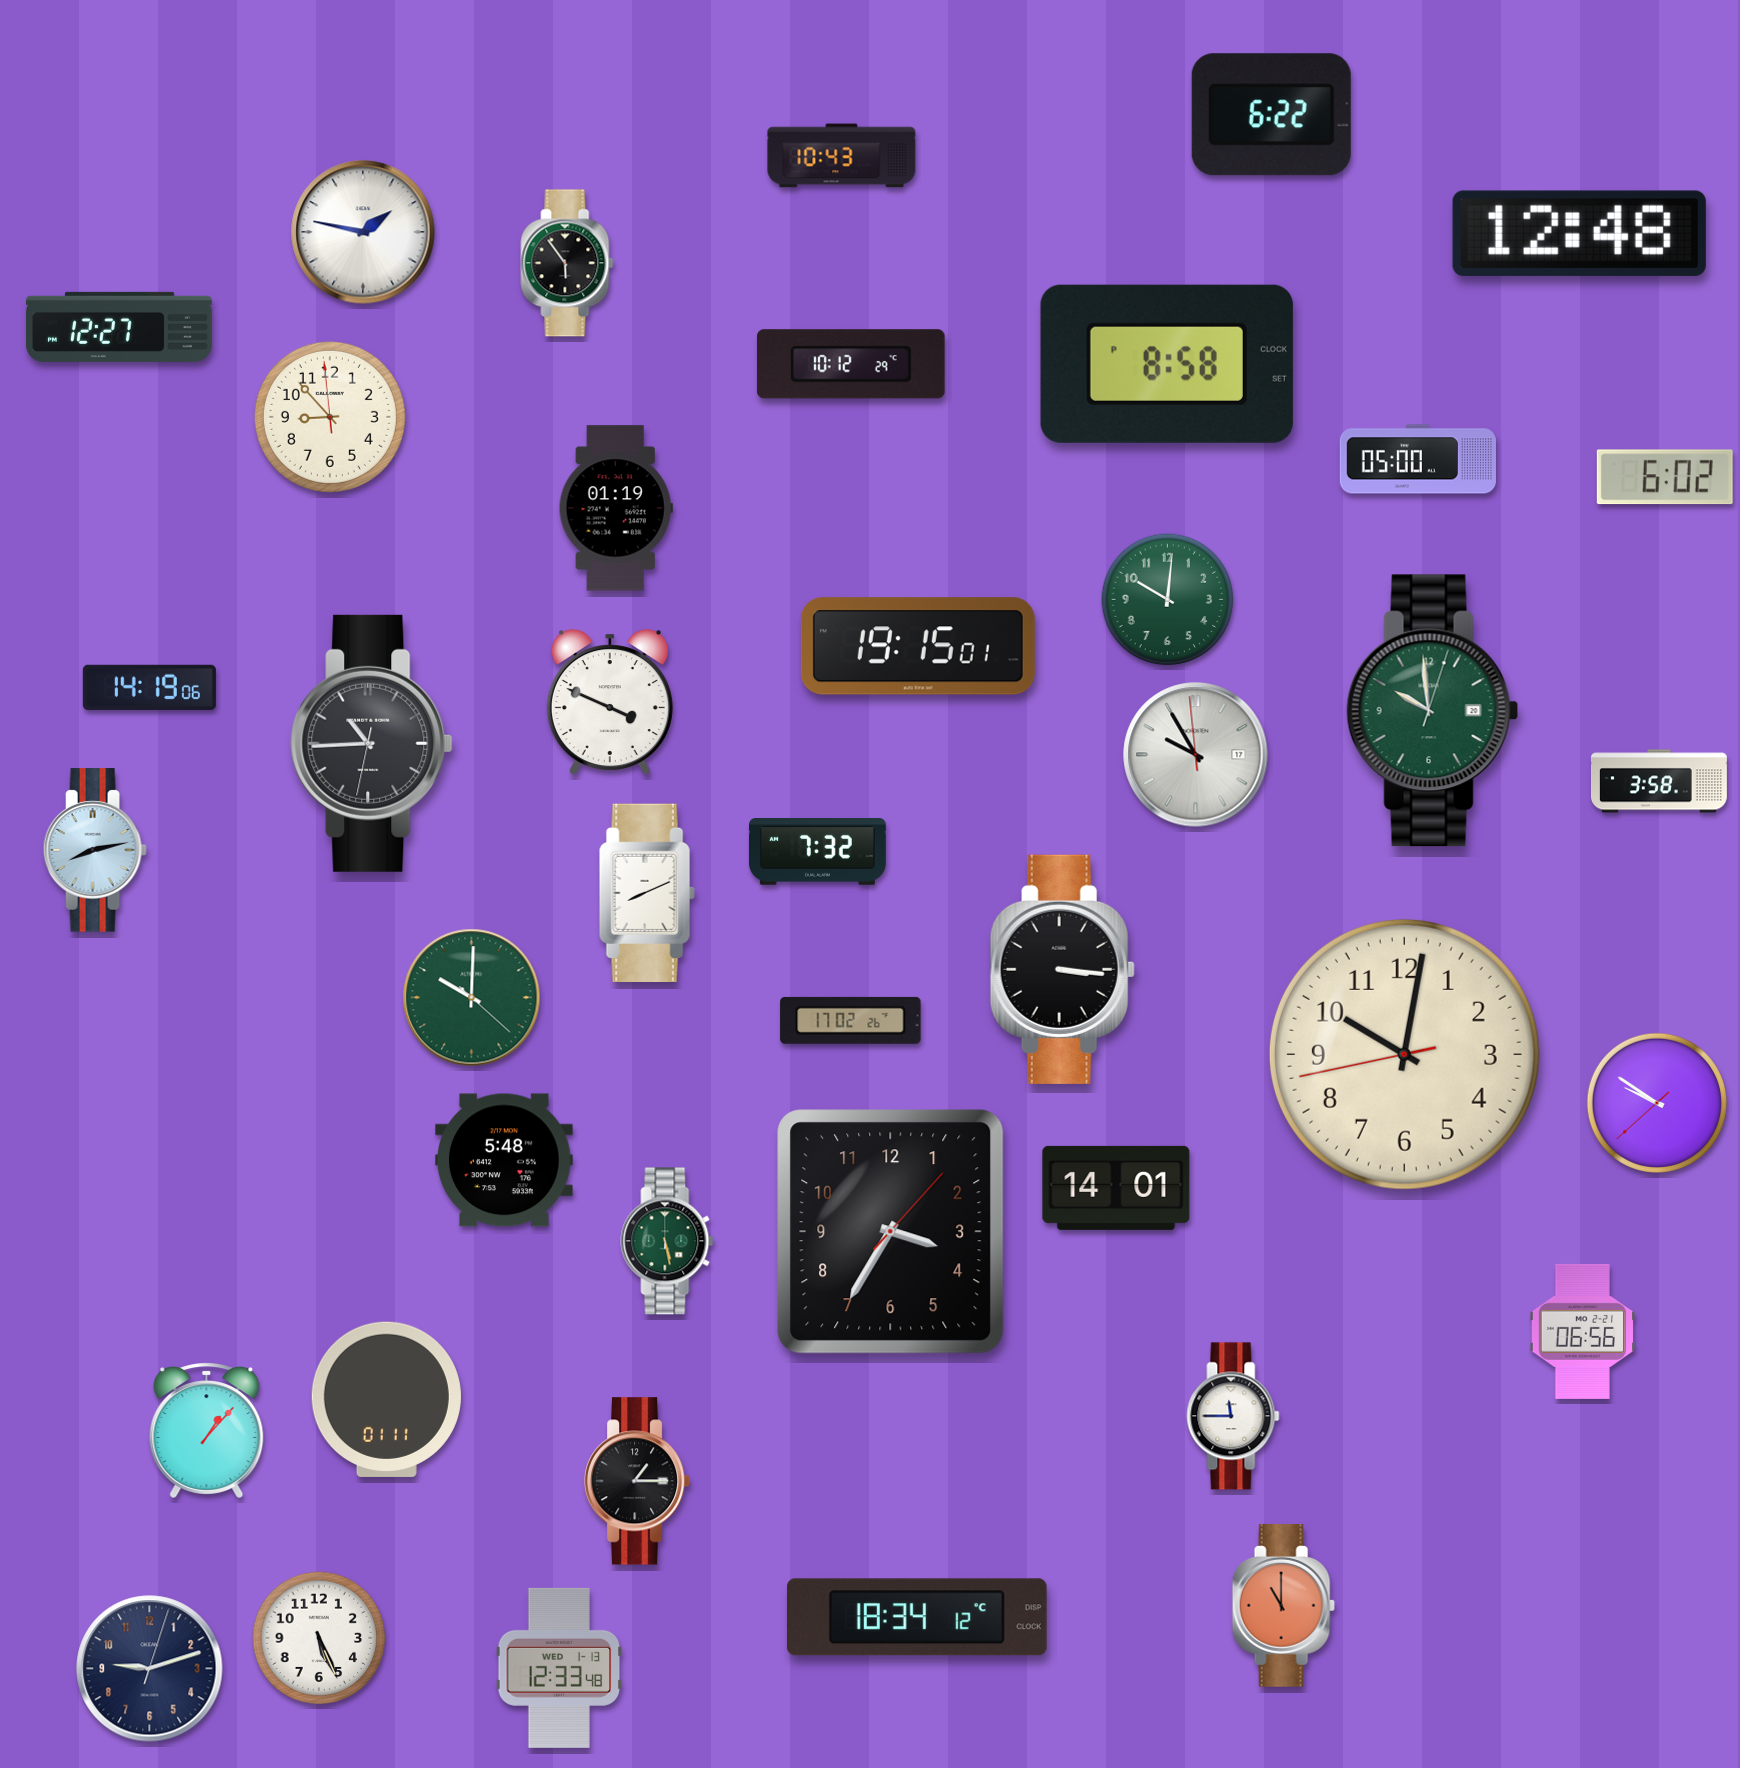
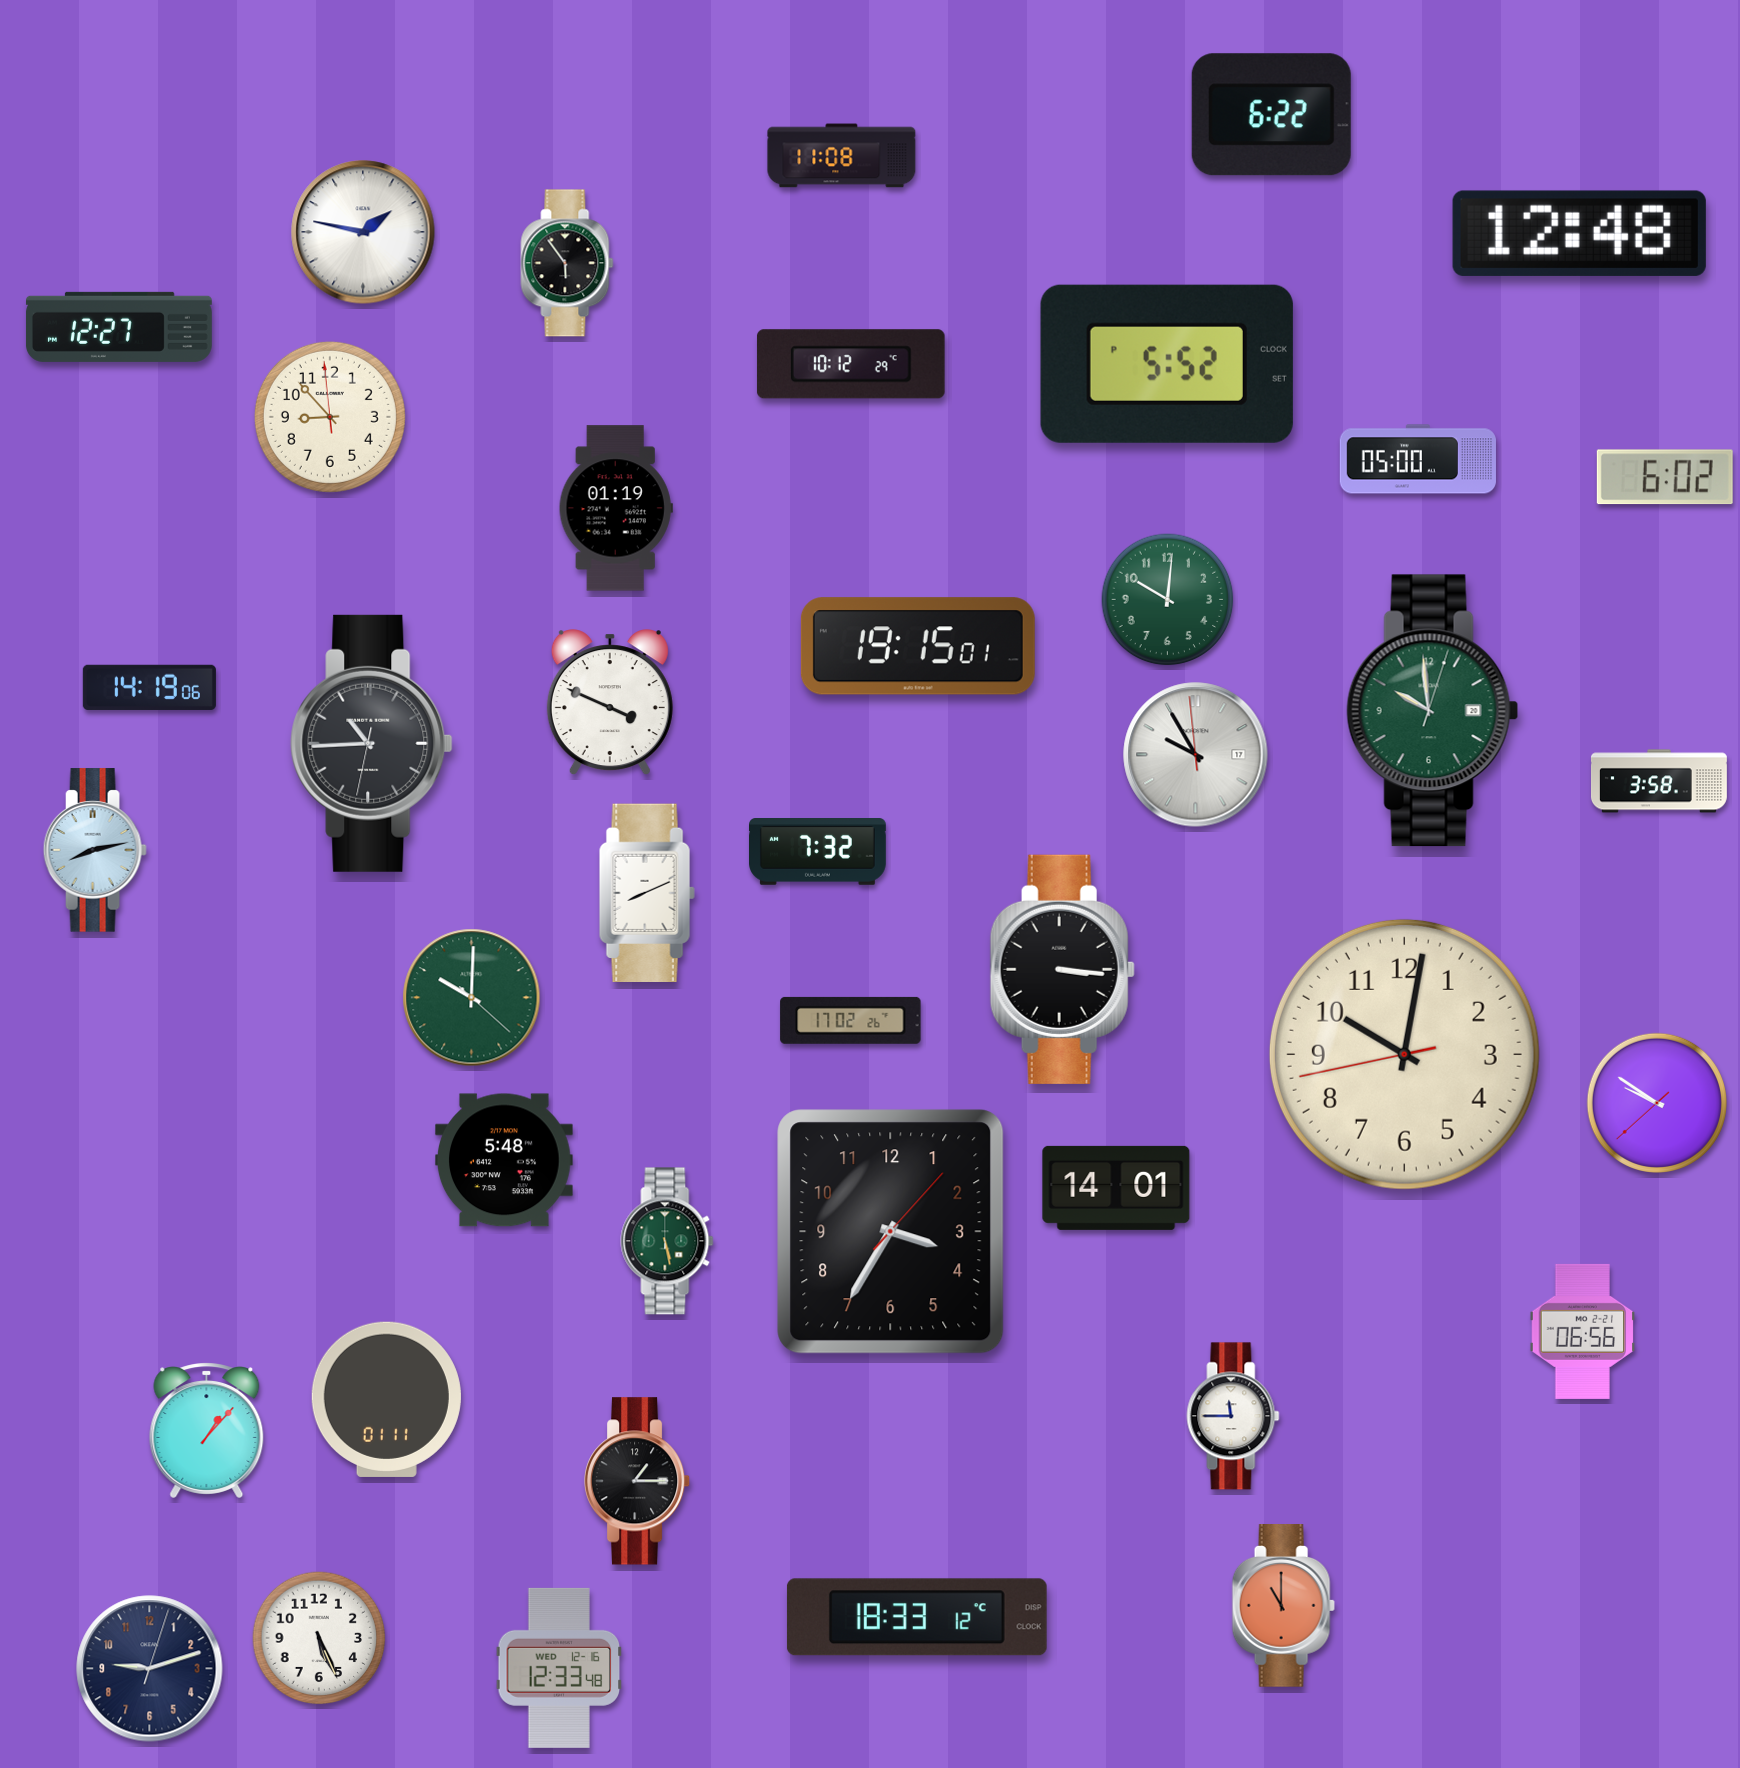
clock at (842, 156): 10:43 -> 11:08
clock at (1167, 364): 8:58 -> 5:52
clock at (917, 1617): 18:34 -> 18:33
clock at (559, 1668) date: WED 1-13 -> WED 12-16
